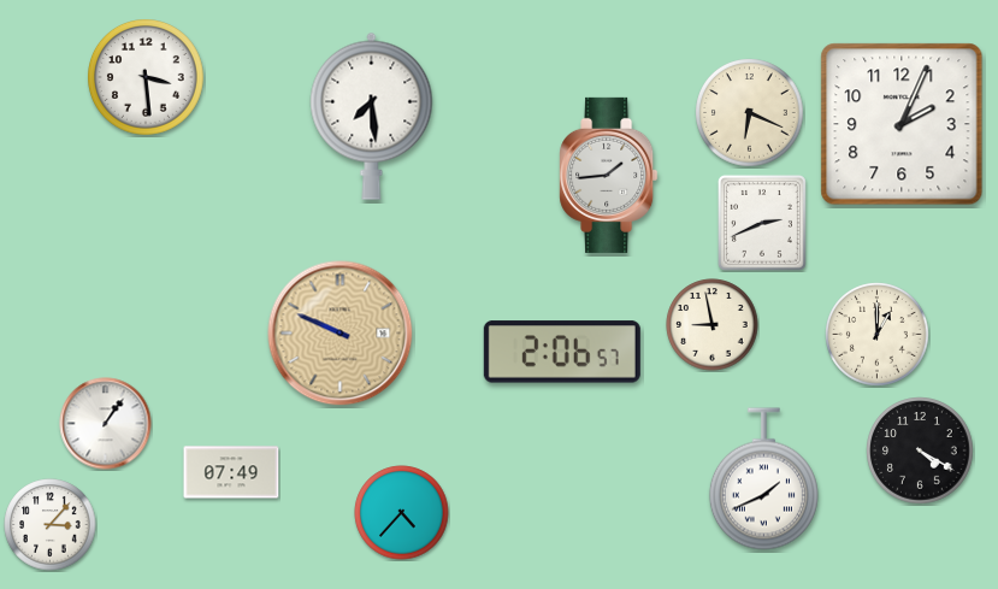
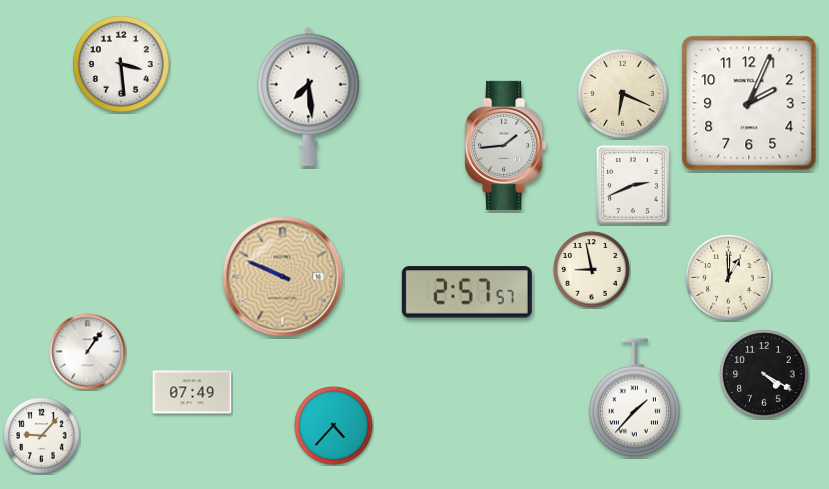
clock at (562, 352): 2:06 -> 2:57
clock at (763, 479): 1:41 -> 1:37
clock at (51, 525): 3:07 -> 9:07
